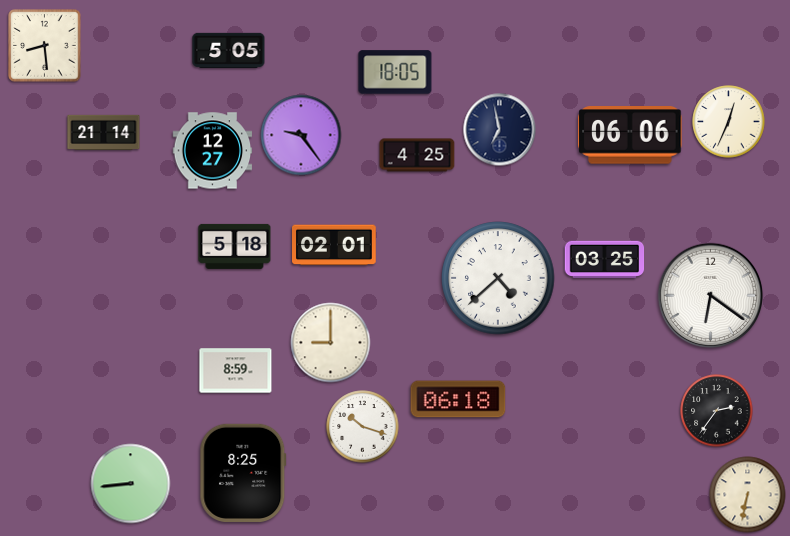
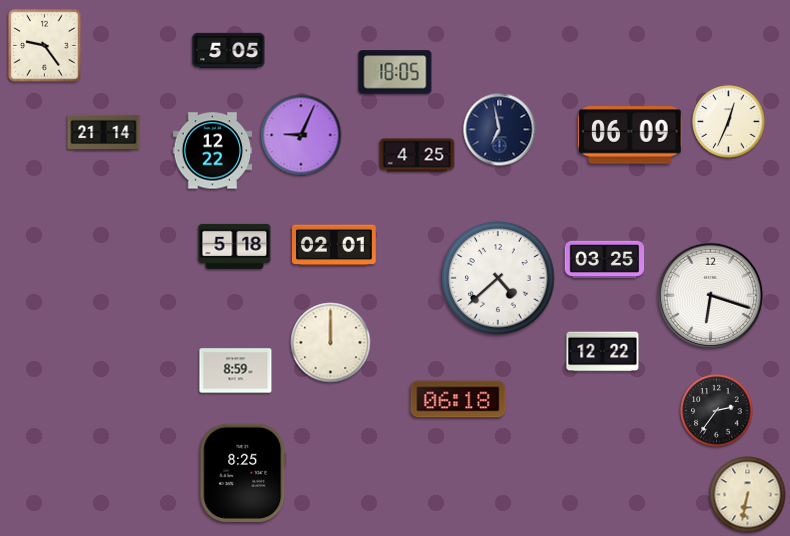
clock at (45, 46): 8:29 -> 9:24
clock at (301, 135): 9:24 -> 9:04
clock at (630, 136): 06:06 -> 06:09
clock at (213, 151): 12:27 -> 12:22
clock at (711, 296): 6:21 -> 6:18
clock at (331, 343): 9:00 -> 12:00
clock at (603, 352): none -> 12:22
clock at (363, 427): 10:18 -> none
clock at (131, 484): 8:44 -> none
